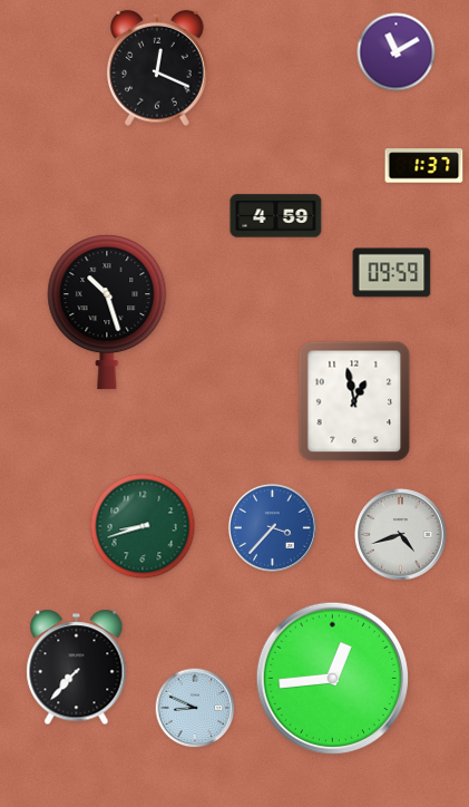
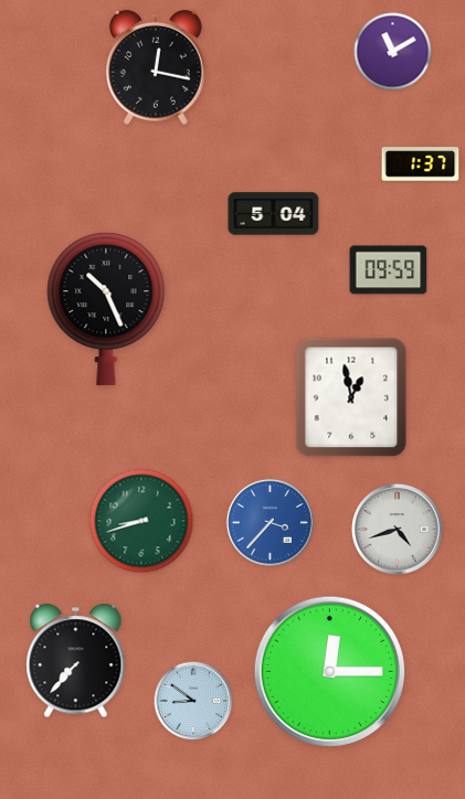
clock at (158, 68): 12:19 -> 12:17
clock at (276, 216): 4:59 -> 5:04
clock at (107, 312): 10:27 -> 10:26
clock at (332, 678): 12:44 -> 12:15
clock at (195, 708): 8:49 -> 8:51
